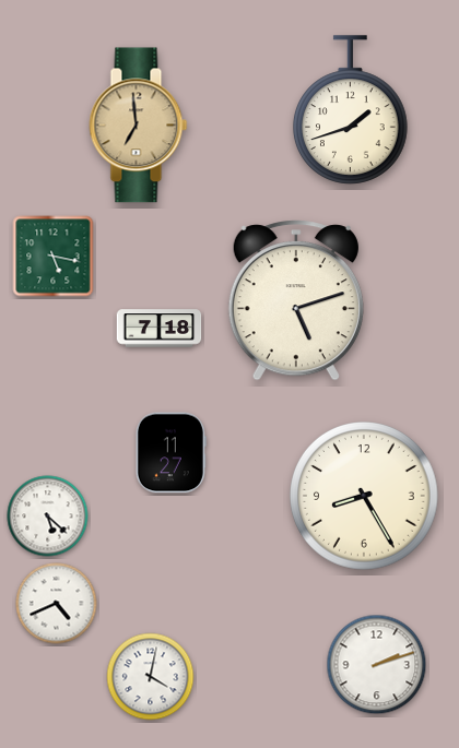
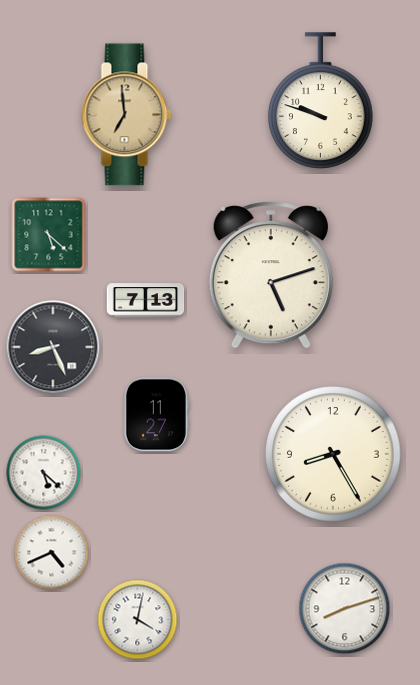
clock at (351, 110): 1:42 -> 9:48
clock at (54, 257): 5:17 -> 5:22
clock at (160, 329): 7:18 -> 7:13
clock at (53, 347): none -> 8:26
clock at (377, 665): 2:12 -> 8:12
